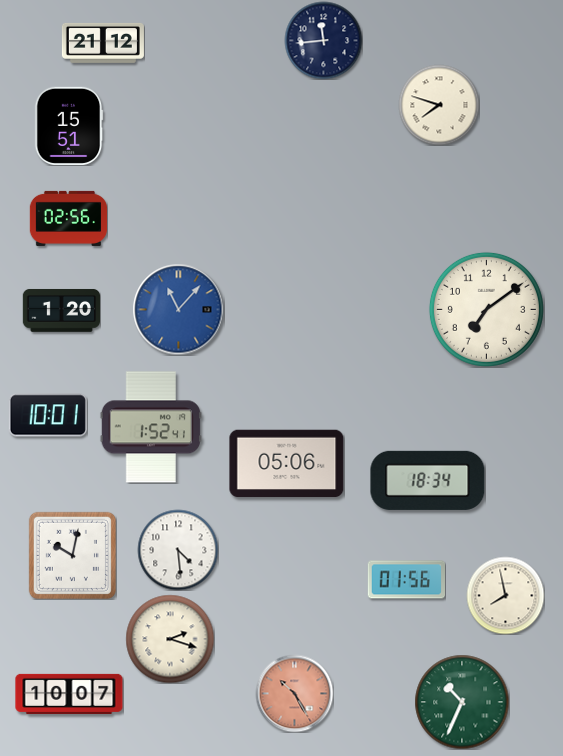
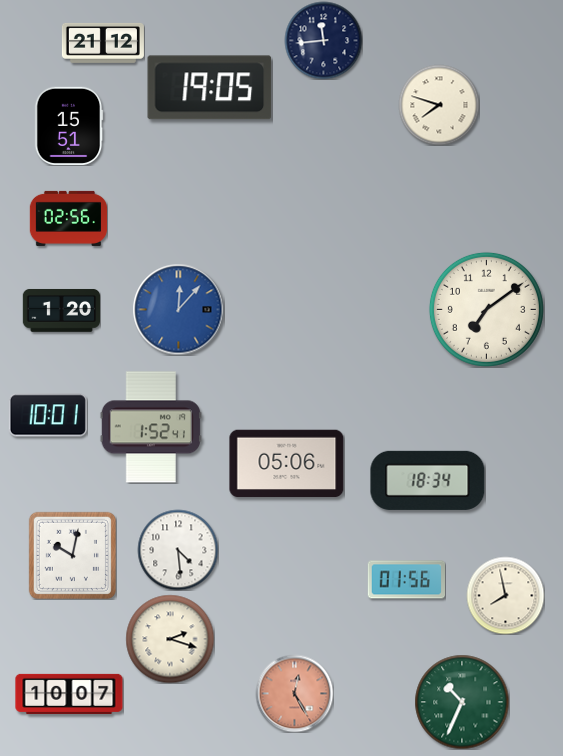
clock at (210, 88): none -> 19:05
clock at (178, 309): 11:07 -> 12:07
clock at (294, 693): 10:25 -> 12:25
